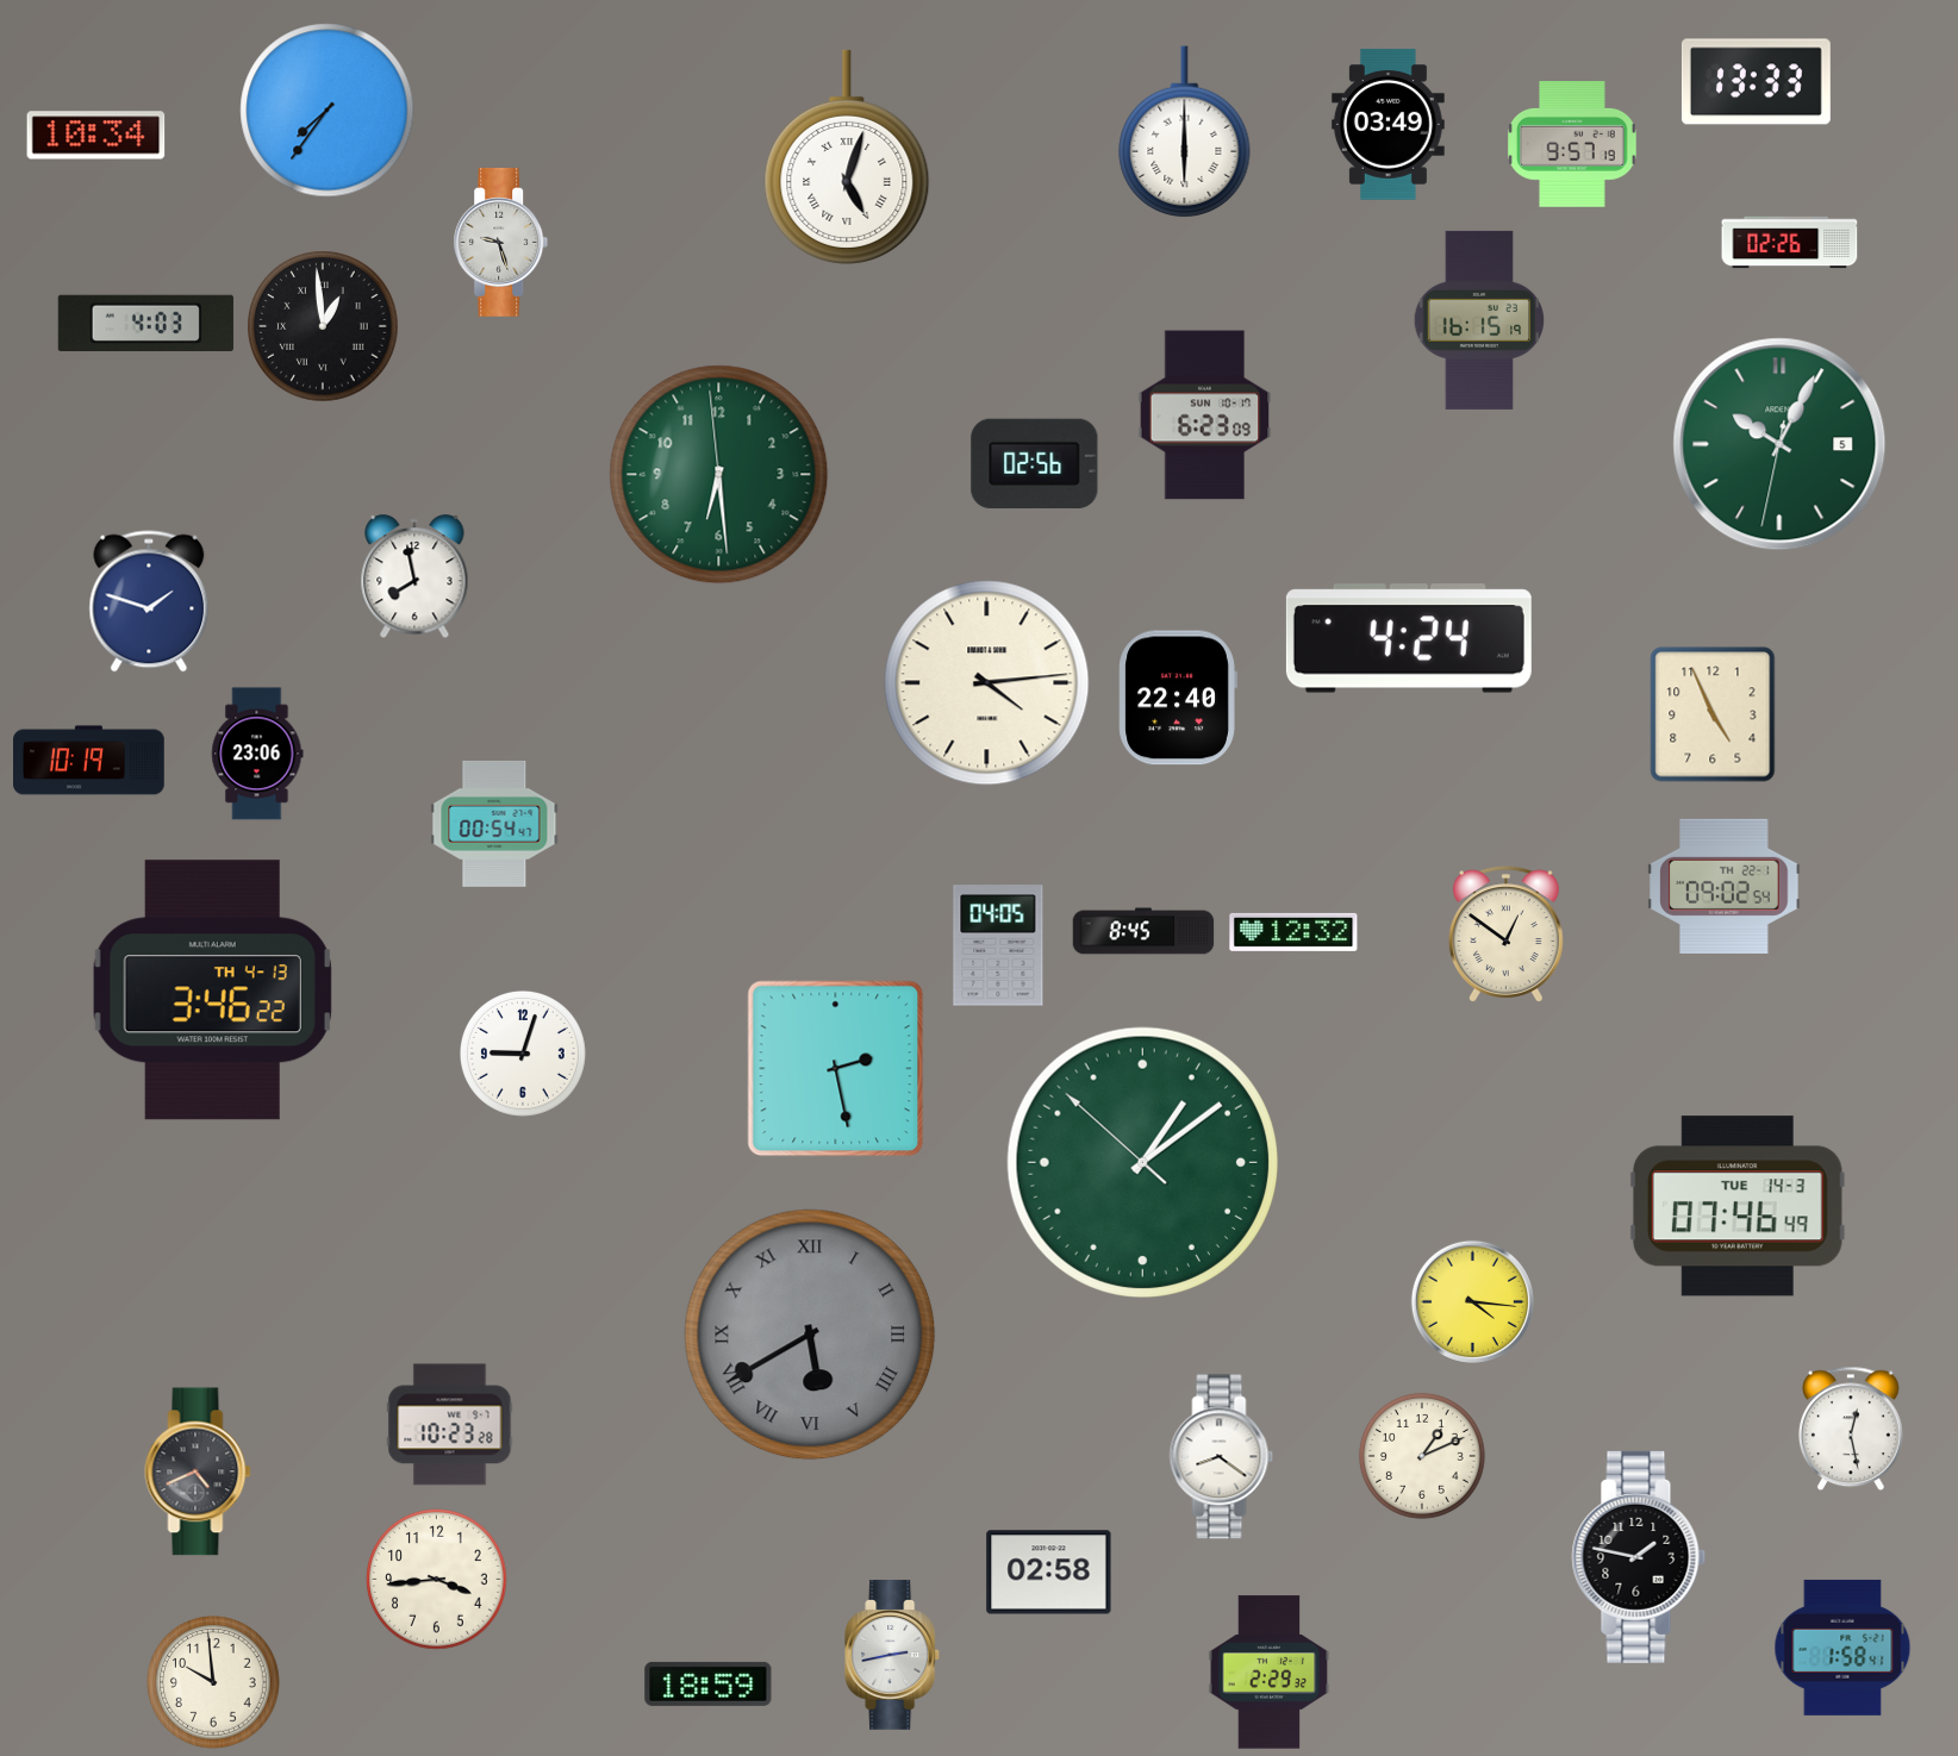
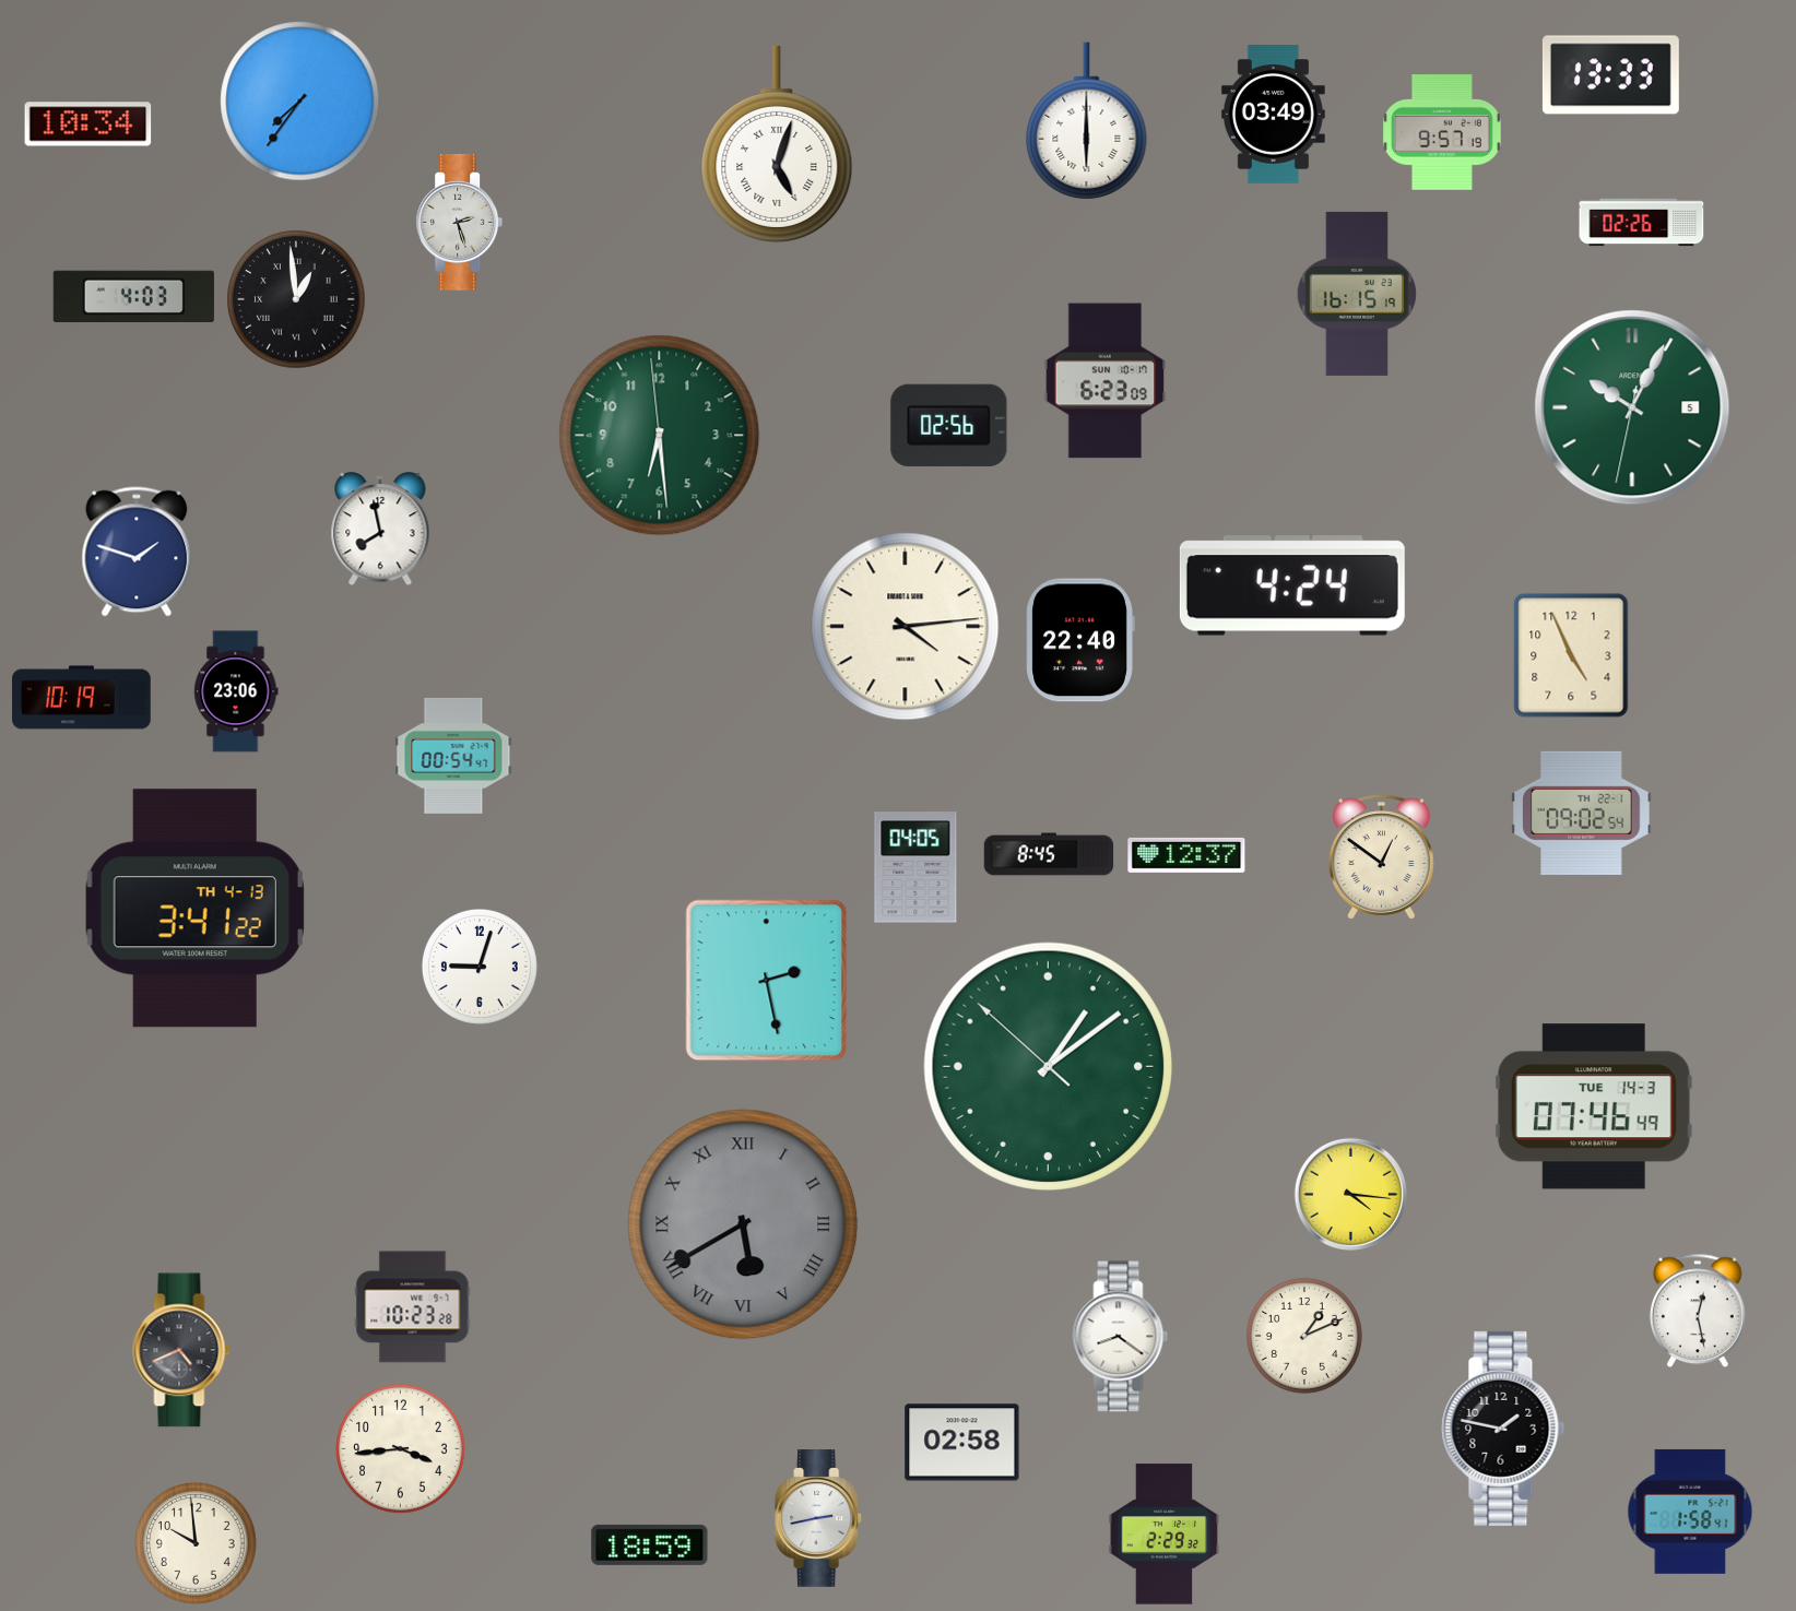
clock at (501, 242): 9:27 -> 2:27
clock at (1293, 932): 12:32 -> 12:37
clock at (212, 991): 3:46 -> 3:41
